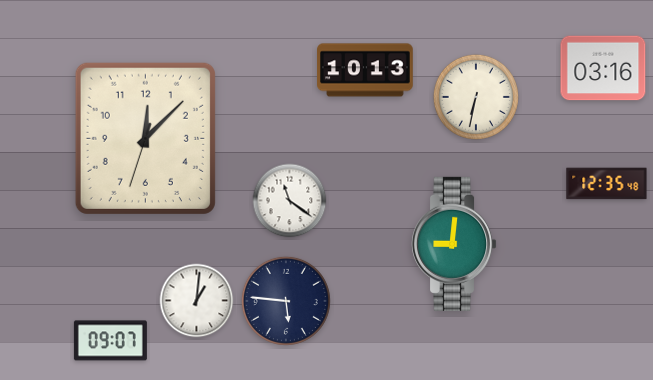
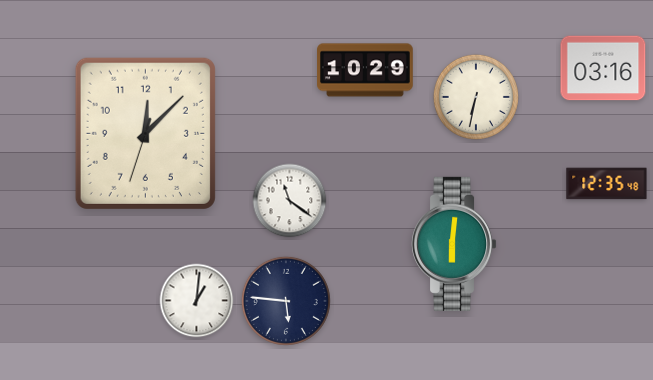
clock at (365, 70): 10:13 -> 10:29
clock at (145, 138) position: (145, 138) -> (145, 133)
clock at (455, 244): 9:01 -> 6:01
clock at (110, 341): 09:07 -> none
